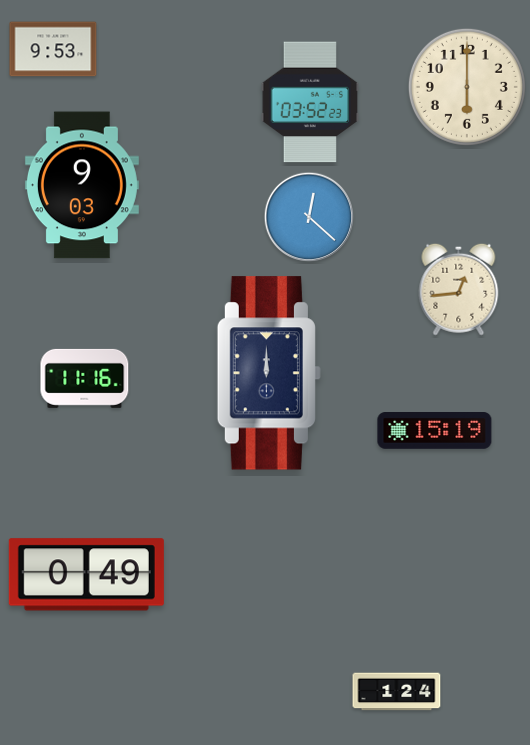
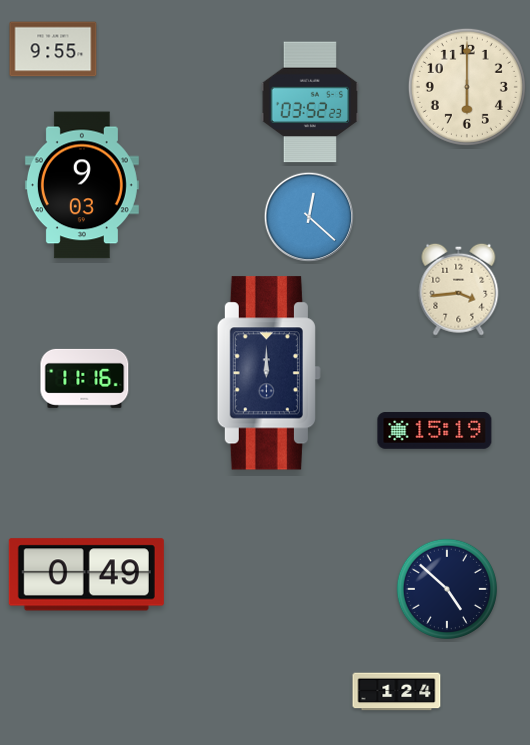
clock at (53, 49): 9:53 -> 9:55
clock at (459, 289): 12:44 -> 3:44
clock at (447, 589): none -> 4:52
